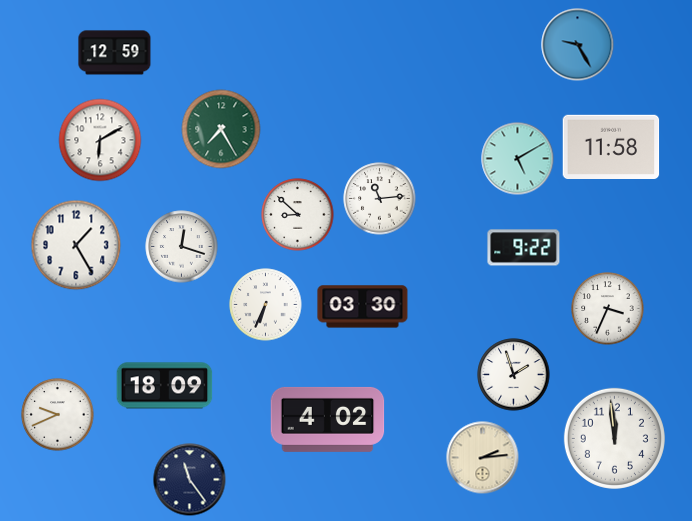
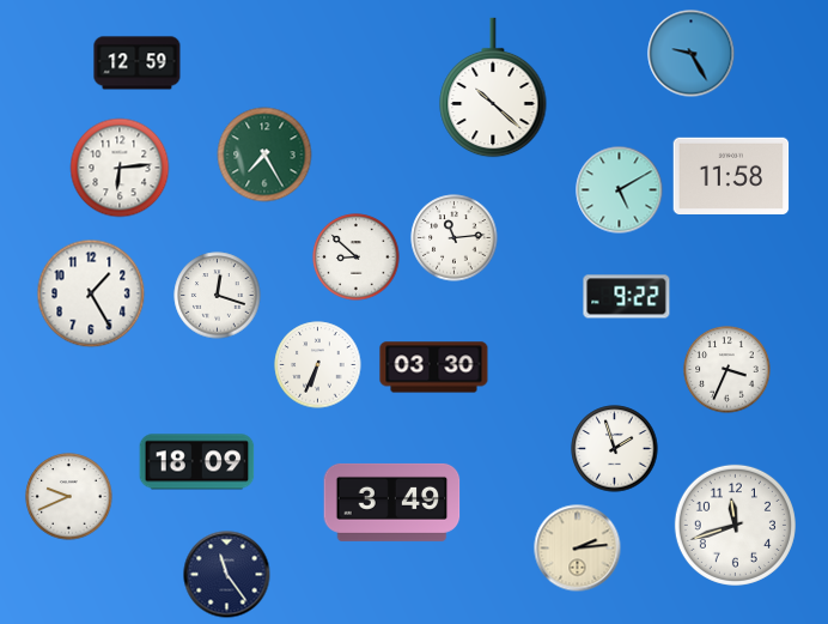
clock at (493, 87): none -> 10:22
clock at (100, 140): 6:10 -> 6:14
clock at (328, 419): 4:02 -> 3:49
clock at (614, 438): 11:59 -> 11:42
